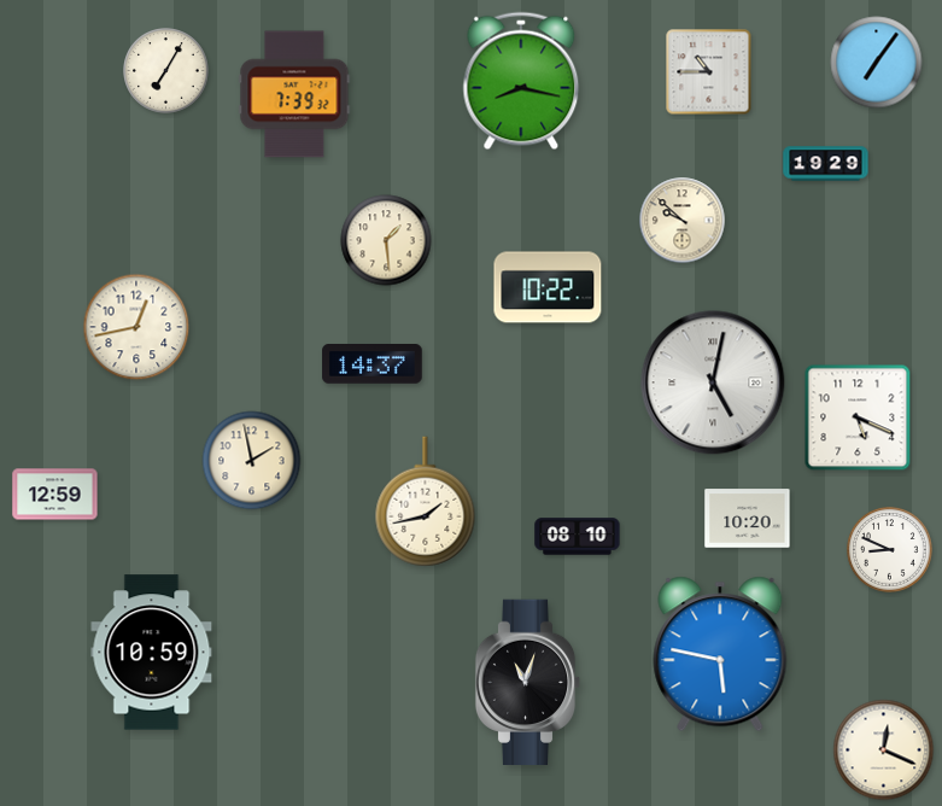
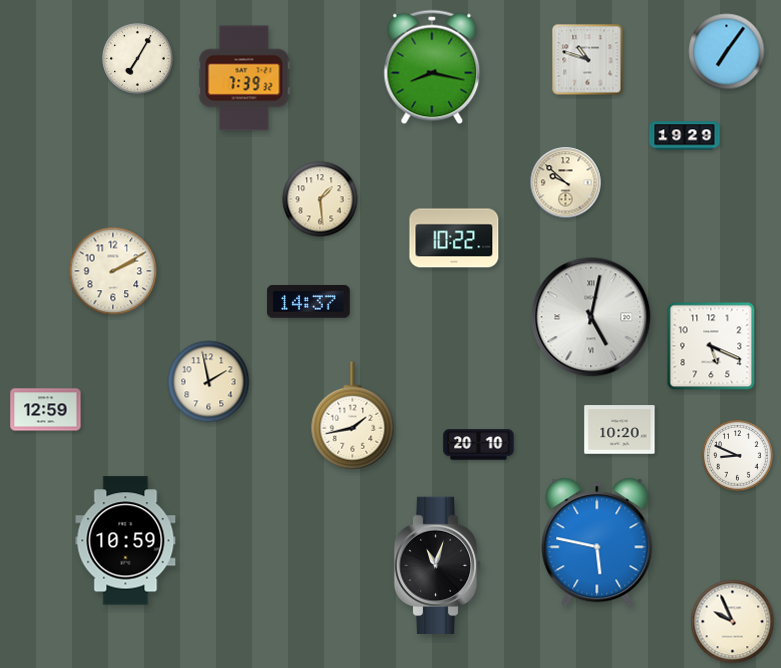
clock at (709, 72): 10:45 -> 10:48
clock at (136, 327): 12:43 -> 2:10
clock at (578, 537): 08:10 -> 20:10
clock at (884, 750): 12:19 -> 9:56
